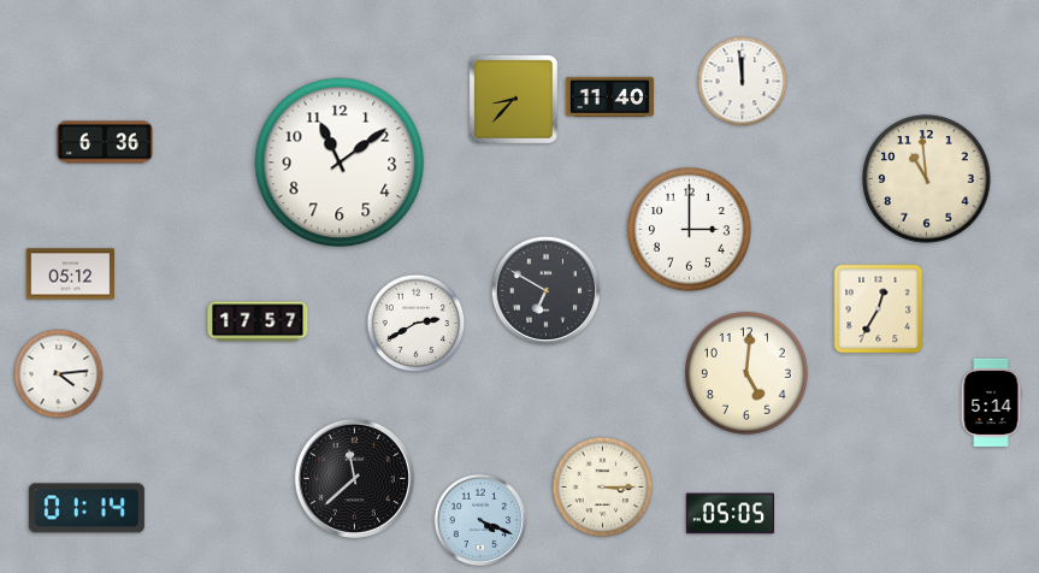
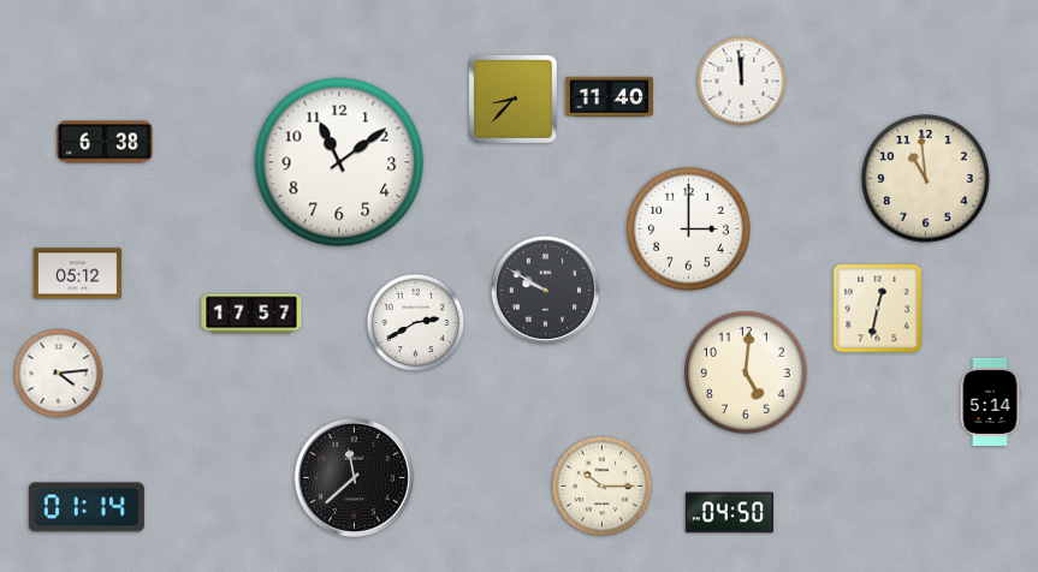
clock at (105, 142): 6:36 -> 6:38
clock at (70, 274) position: (70, 274) -> (77, 274)
clock at (545, 290): 6:50 -> 9:50
clock at (879, 309): 12:35 -> 12:32
clock at (258, 321) position: (258, 321) -> (251, 314)
clock at (603, 488): 3:15 -> 10:15
clock at (730, 514): 05:05 -> 04:50
clock at (480, 520): 4:19 -> none
